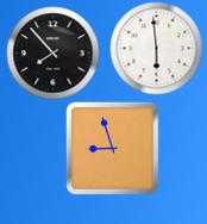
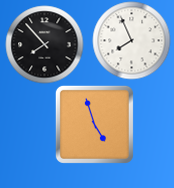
clock at (156, 48): 5:59 -> 7:56
clock at (112, 148): 8:57 -> 4:57
